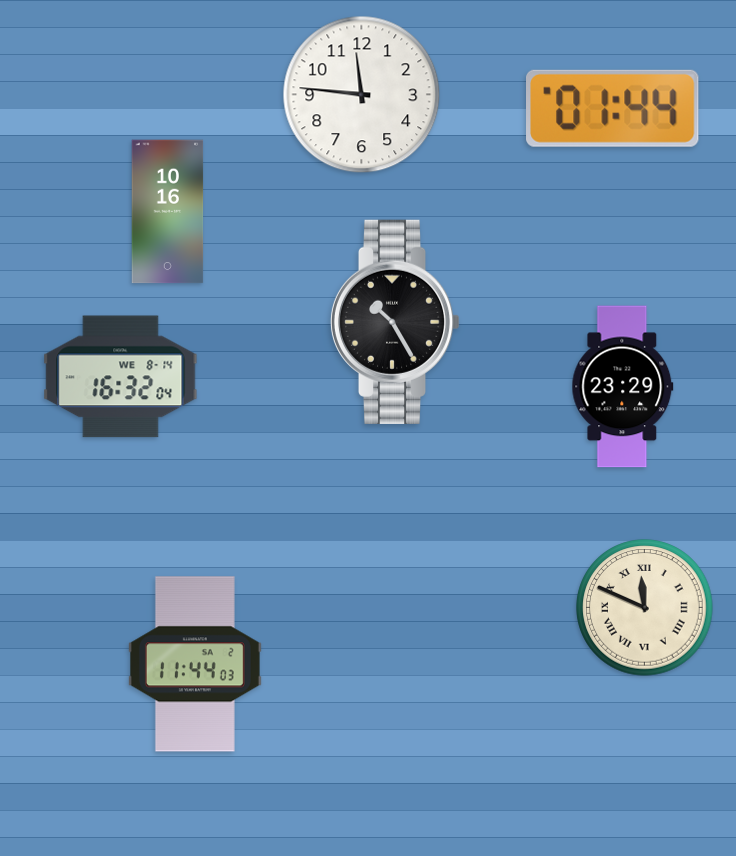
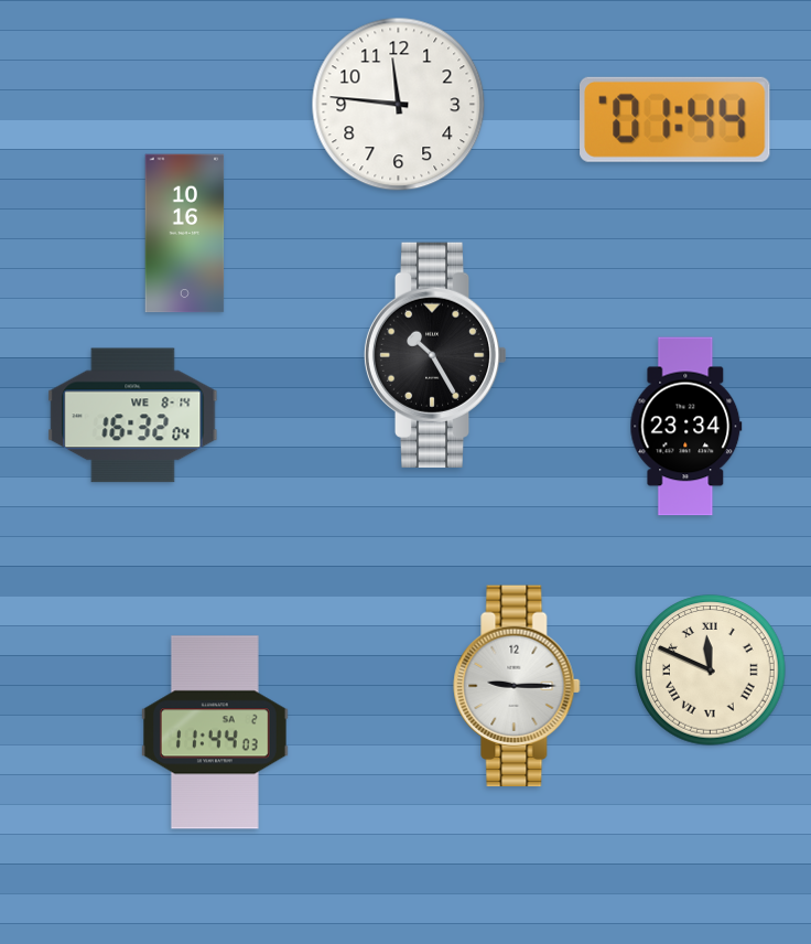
clock at (623, 387): 23:29 -> 23:34
clock at (517, 686): none -> 9:15
